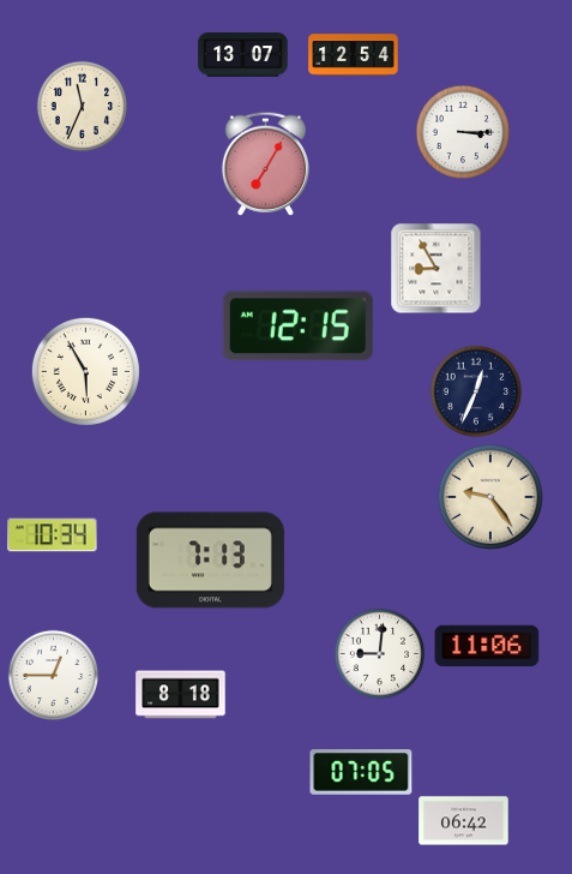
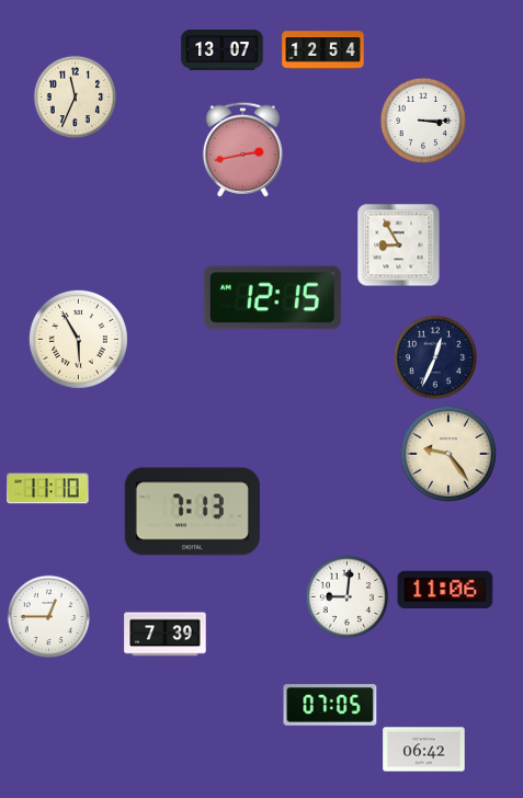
clock at (265, 163): 7:05 -> 2:43
clock at (53, 535): 10:34 -> 11:10
clock at (181, 695): 8:18 -> 7:39
